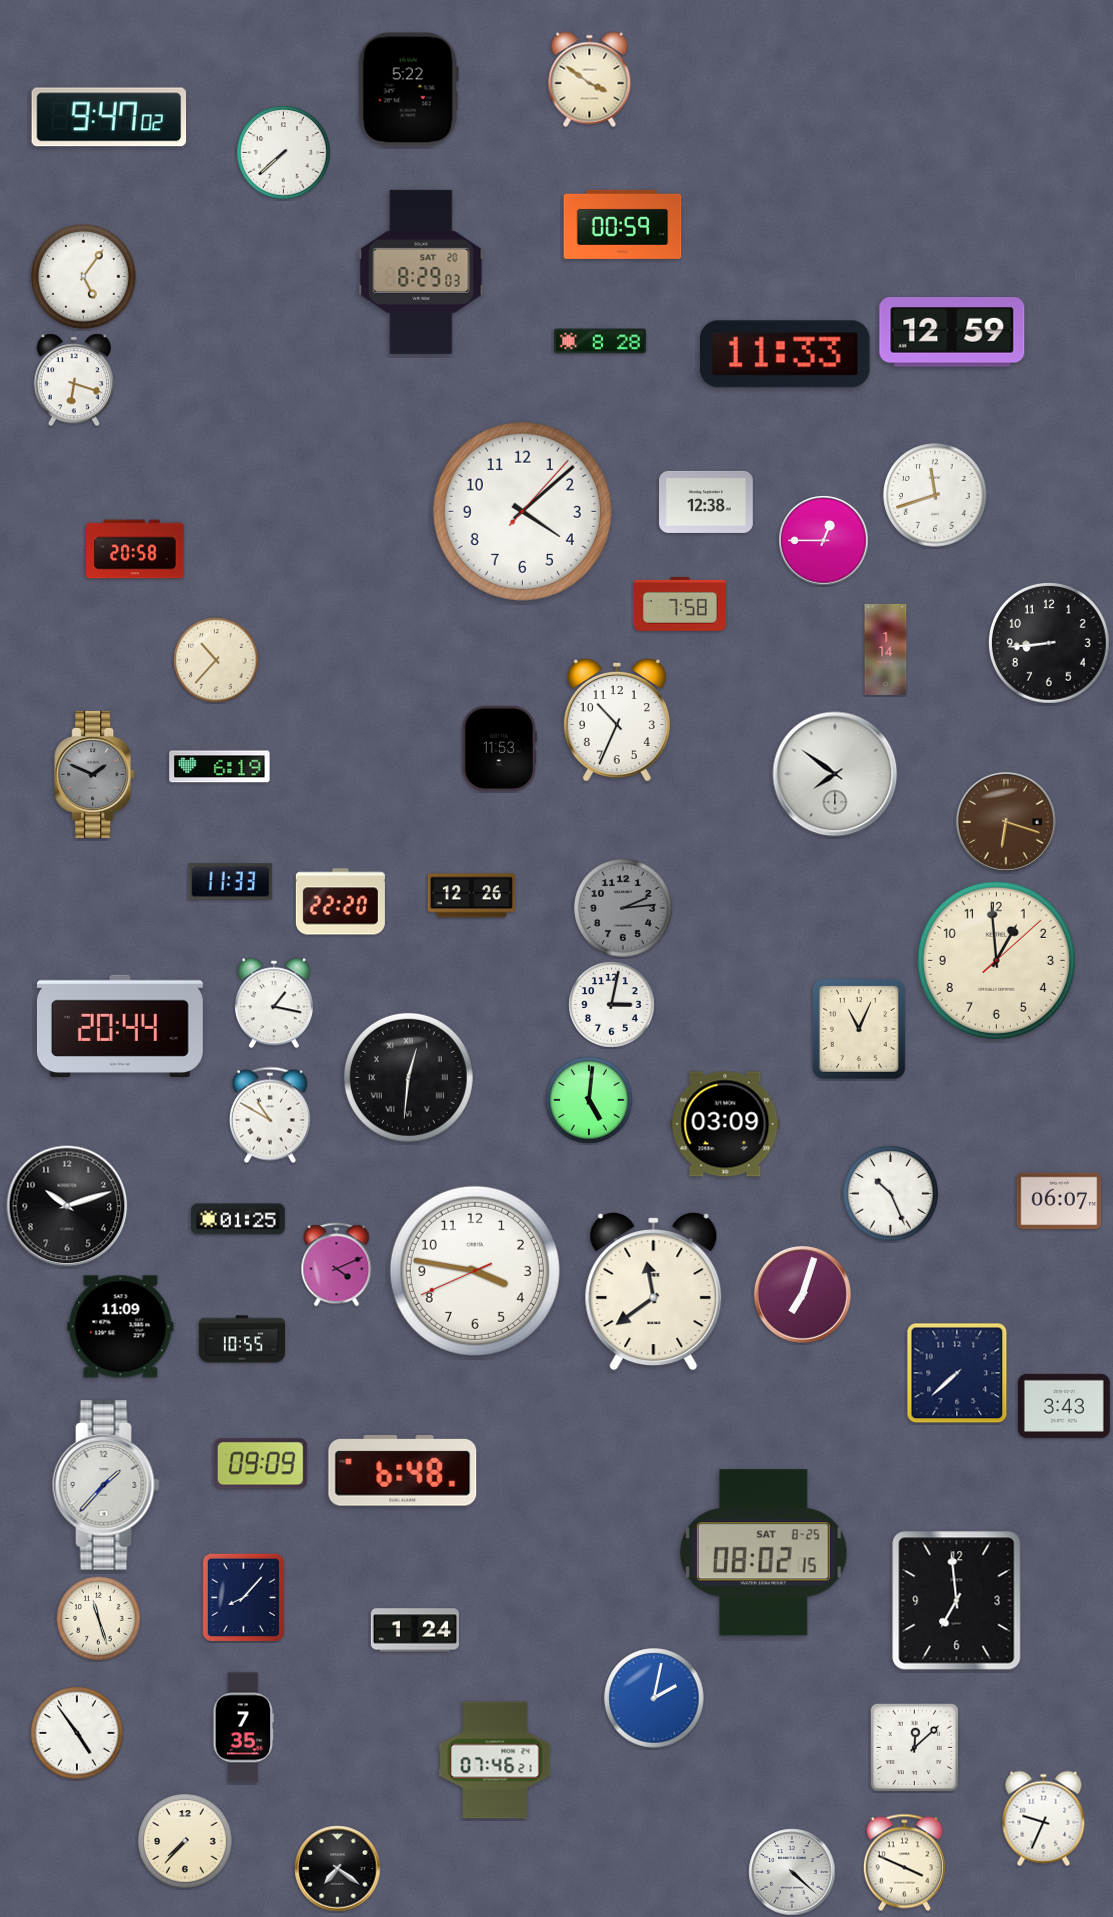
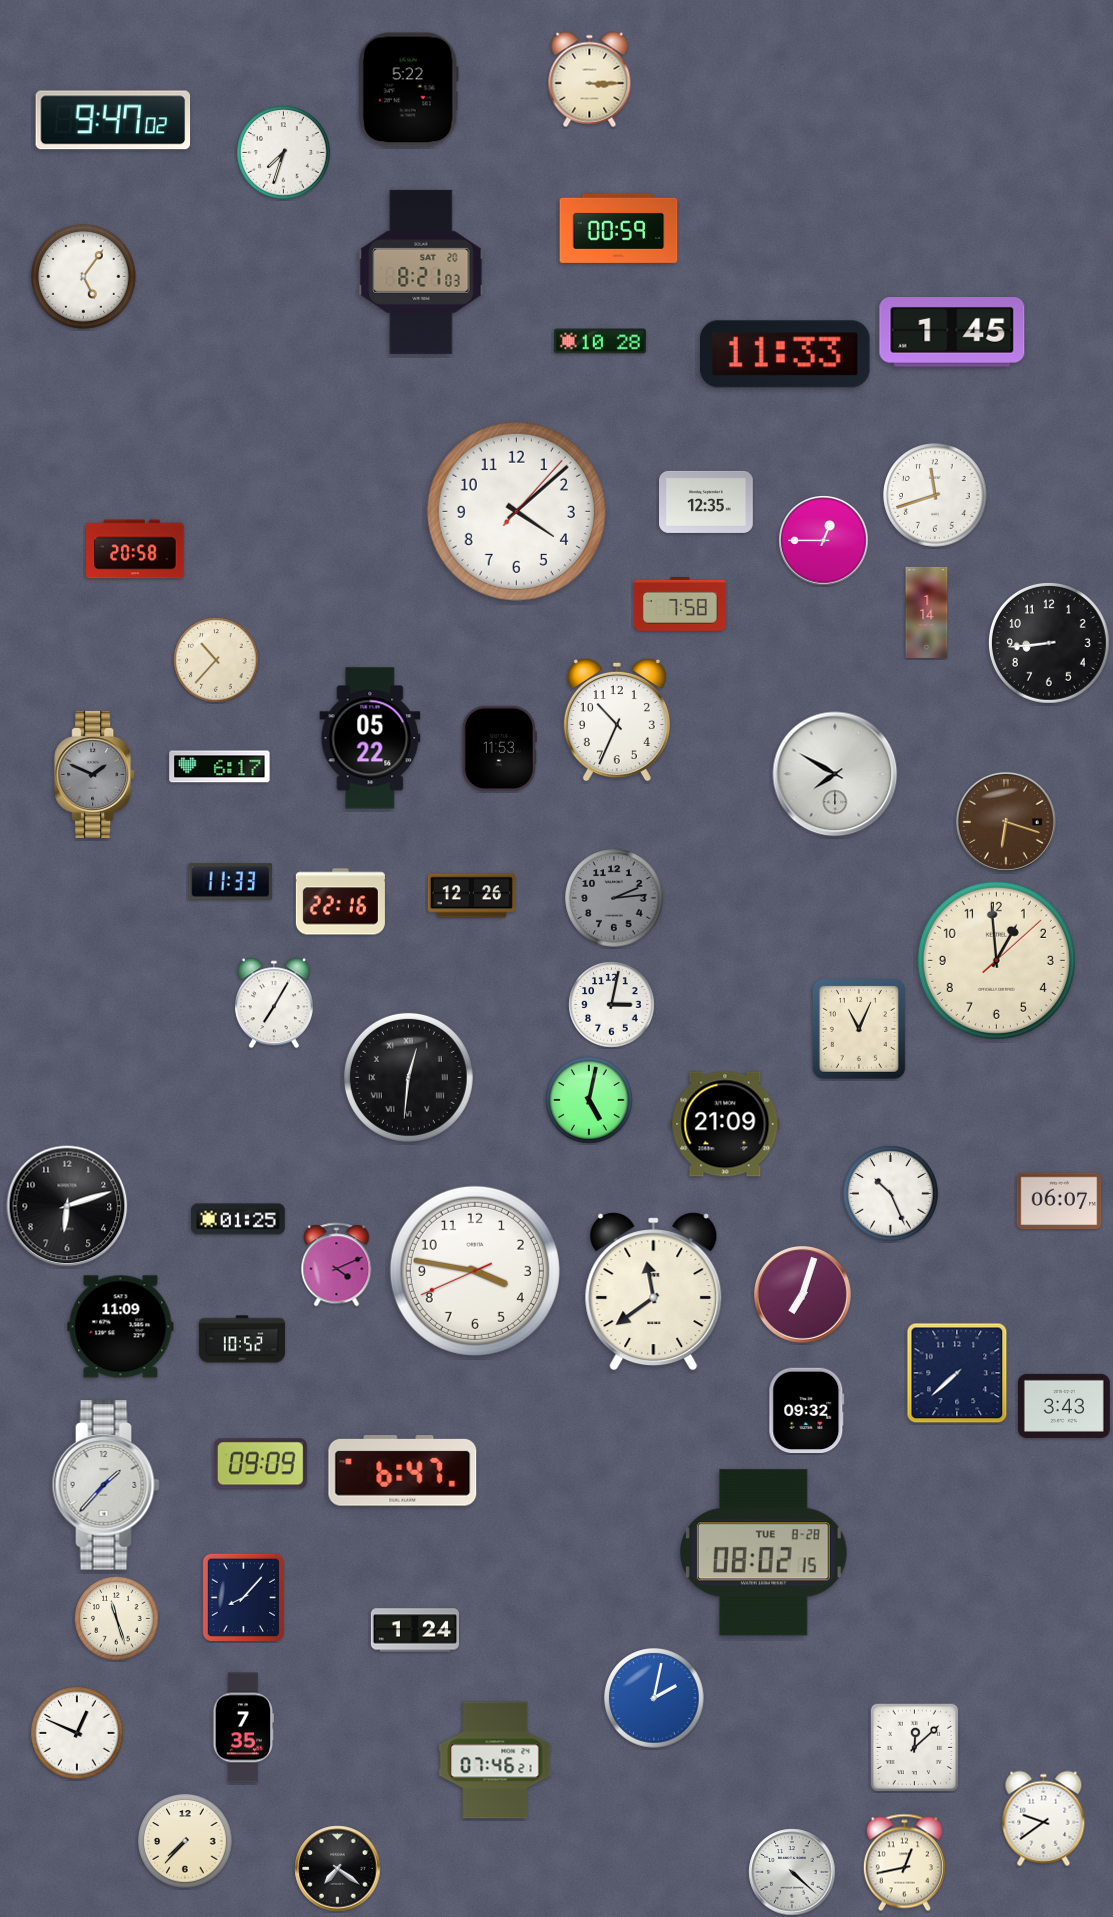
clock at (590, 80): 3:51 -> 3:15
clock at (109, 117) position: (109, 117) -> (113, 120)
clock at (284, 153): 7:38 -> 7:33
clock at (623, 224) position: (623, 224) -> (619, 228)
clock at (421, 272): 8:29 -> 8:21
clock at (952, 332): 12:59 -> 1:45
clock at (600, 341): 8:28 -> 10:28
clock at (73, 380): 6:18 -> none
clock at (707, 502): 12:38 -> 12:35
clock at (522, 511) position: (522, 511) -> (516, 511)
clock at (886, 649) position: (886, 649) -> (927, 612)
clock at (370, 738): none -> 05:22
clock at (220, 767): 6:19 -> 6:17
clock at (835, 774): 7:51 -> 7:50
clock at (340, 902): 22:20 -> 22:16
clock at (623, 908) position: (623, 908) -> (614, 898)
clock at (274, 1003): 1:17 -> 7:05
clock at (120, 1025): 20:44 -> none
clock at (589, 1100): 5:01 -> 5:02
clock at (270, 1115): 10:50 -> none
clock at (725, 1124): 03:09 -> 21:09
clock at (67, 1206): 10:12 -> 6:12
clock at (242, 1339): 10:55 -> 10:52
clock at (807, 1411): none -> 09:32
clock at (403, 1471): 6:48 -> 6:47
clock at (763, 1553) date: SAT 8-25 -> TUE 8-28
clock at (957, 1601): 6:59 -> none
clock at (99, 1619) position: (99, 1619) -> (117, 1619)
clock at (77, 1733): 4:54 -> 12:49
clock at (1044, 1819): 9:34 -> 9:39
clock at (904, 1863): 3:49 -> 12:43
